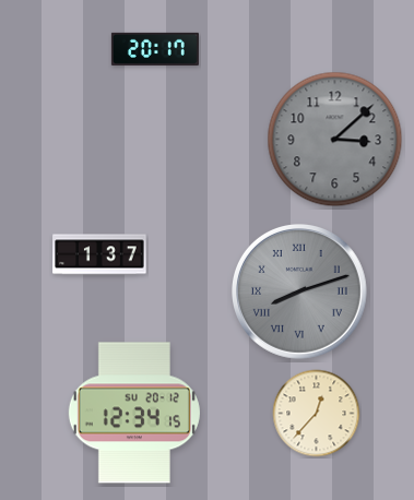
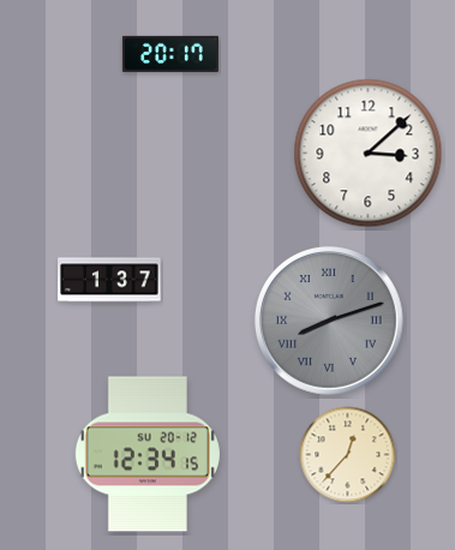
clock at (335, 140) dial: grey -> white
